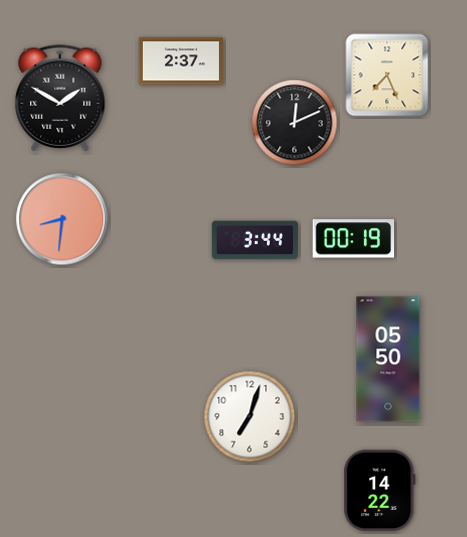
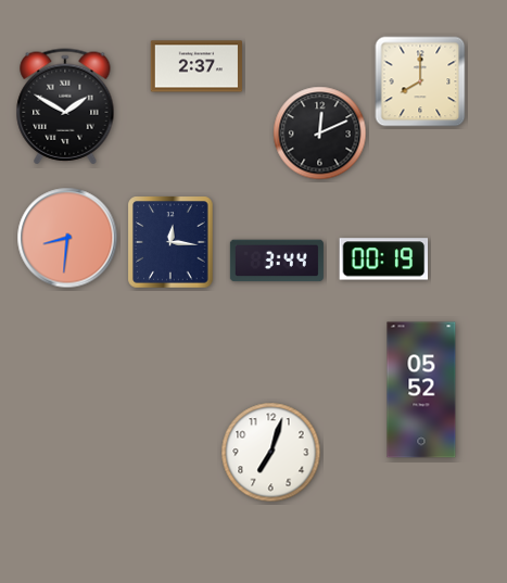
clock at (387, 75): 7:26 -> 8:00
clock at (170, 242): none -> 12:16
clock at (388, 359): 05:50 -> 05:52
clock at (380, 491): 14:22 -> none
